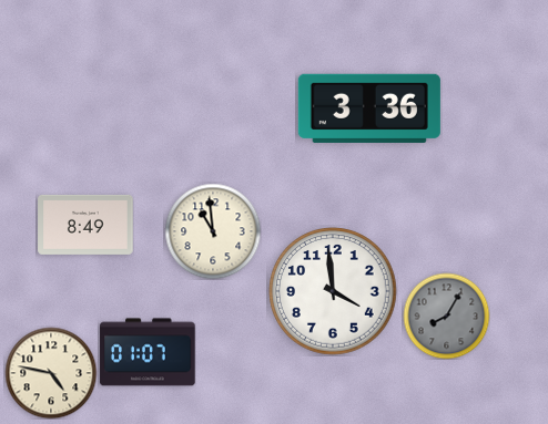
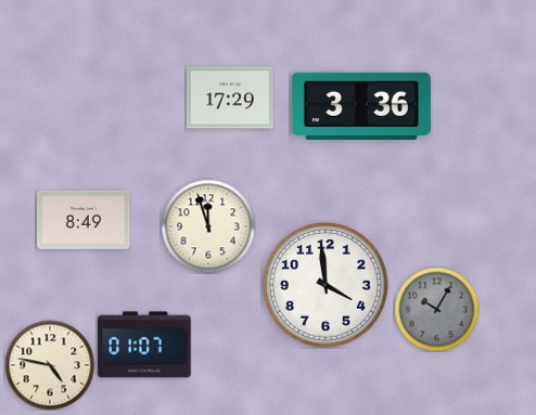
clock at (230, 98): none -> 17:29
clock at (213, 231): 10:59 -> 11:57
clock at (446, 316): 8:05 -> 10:05
